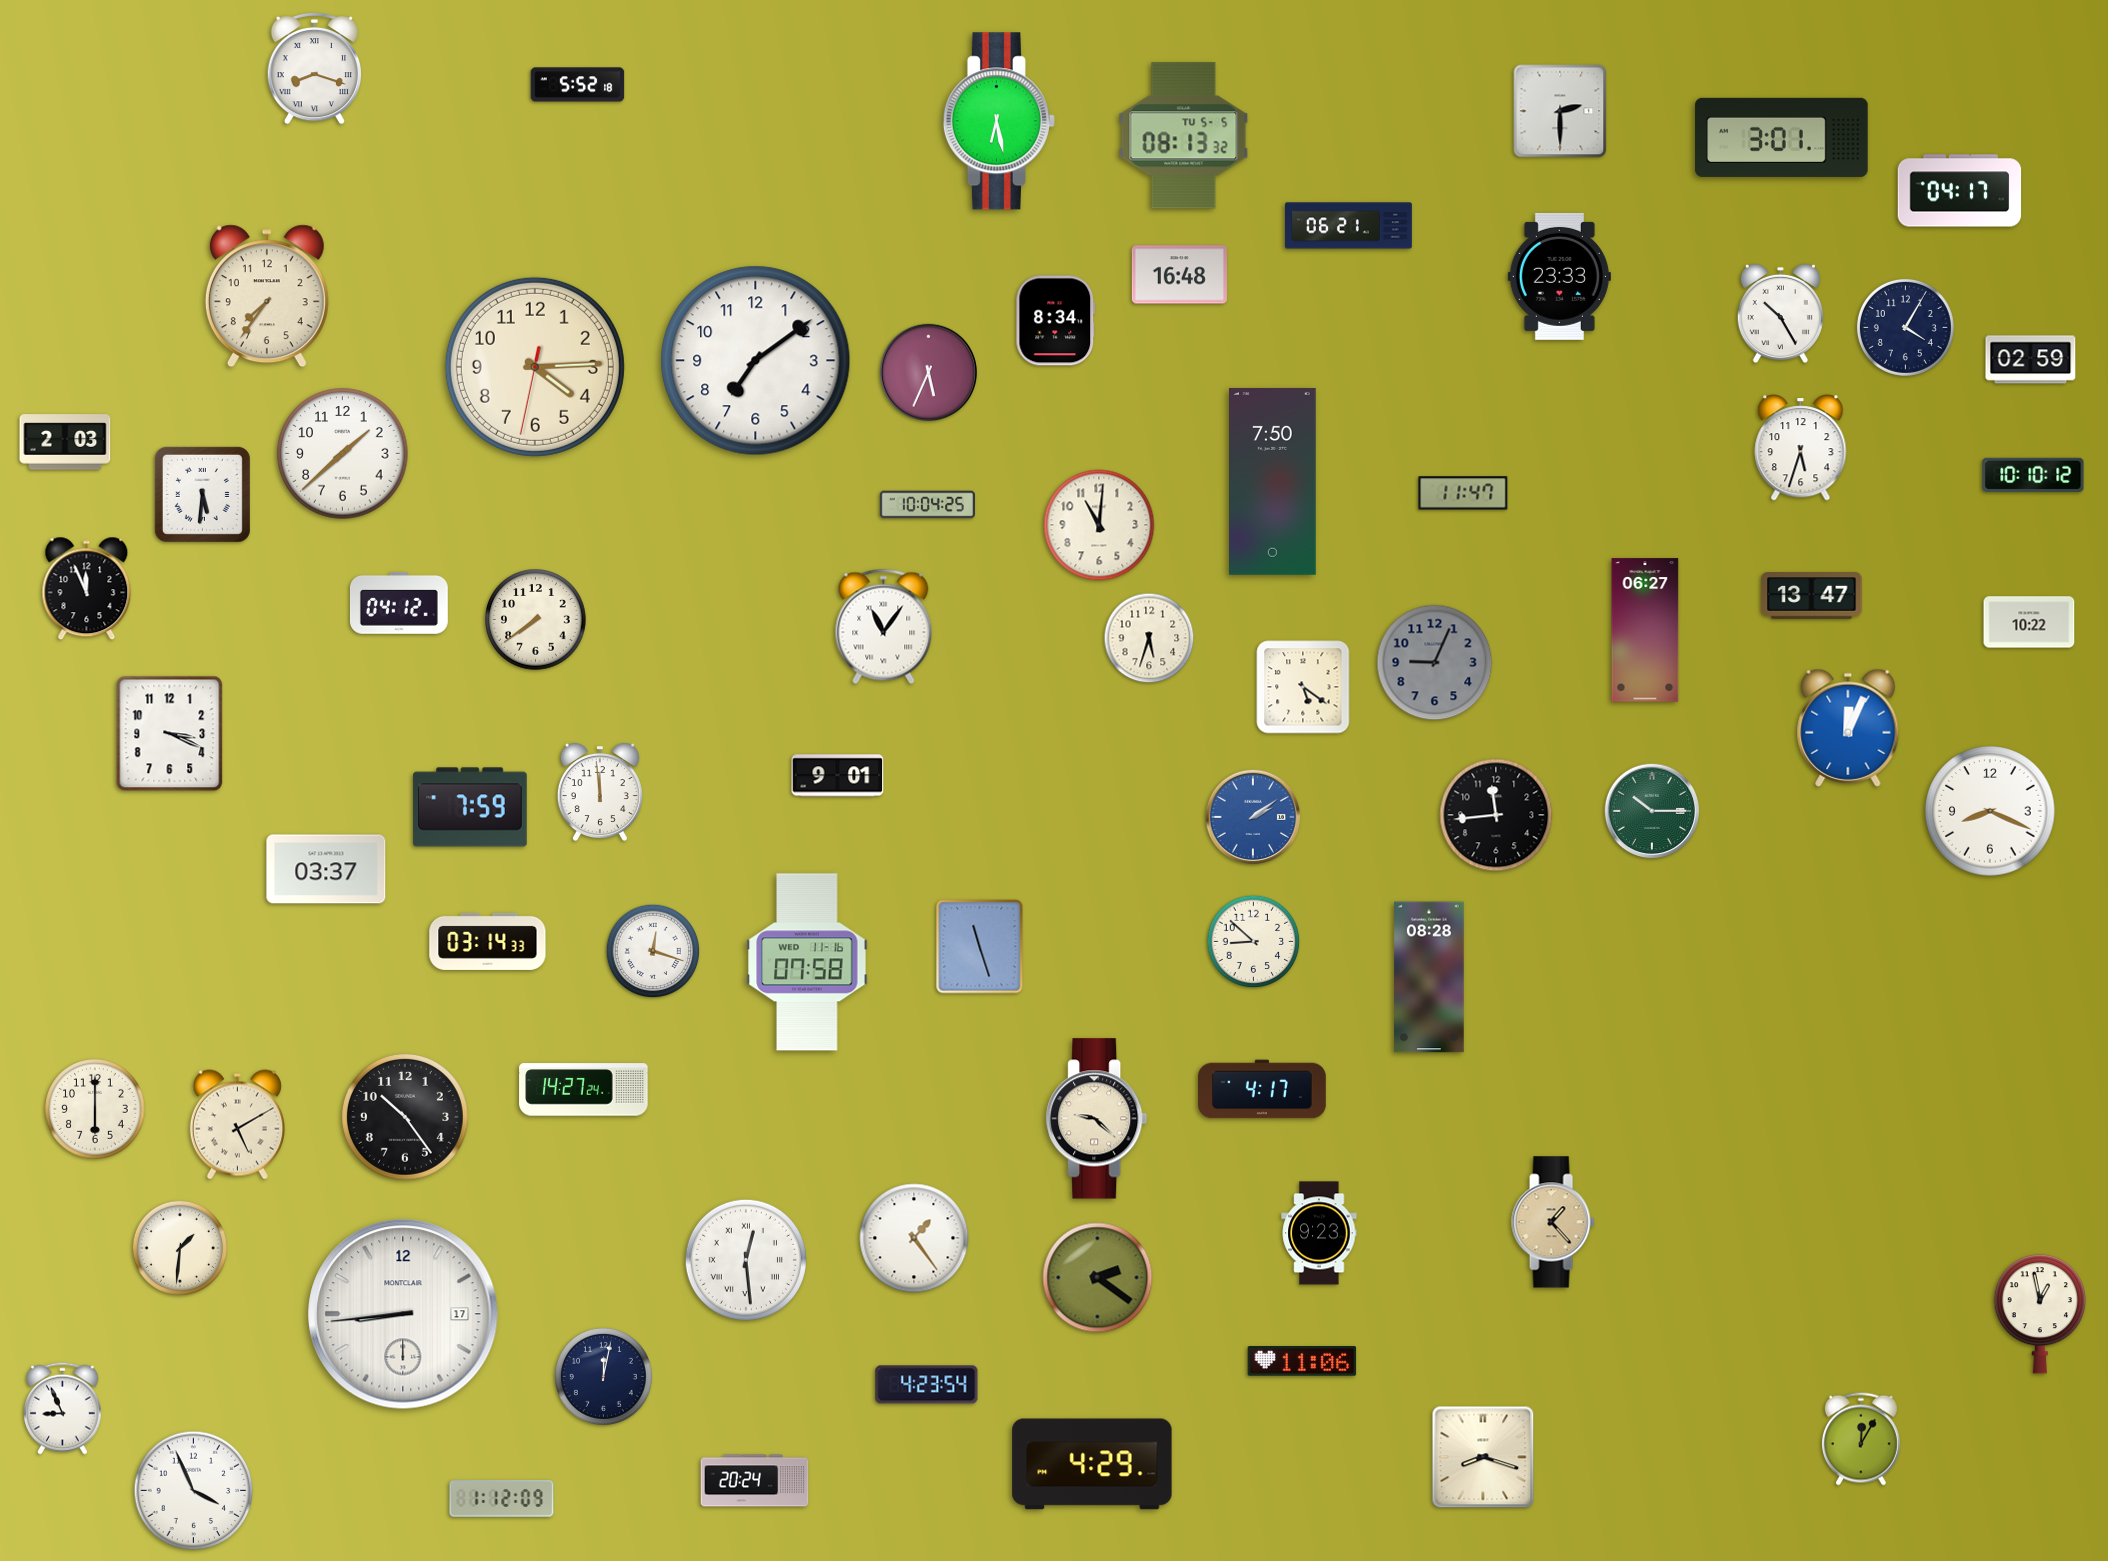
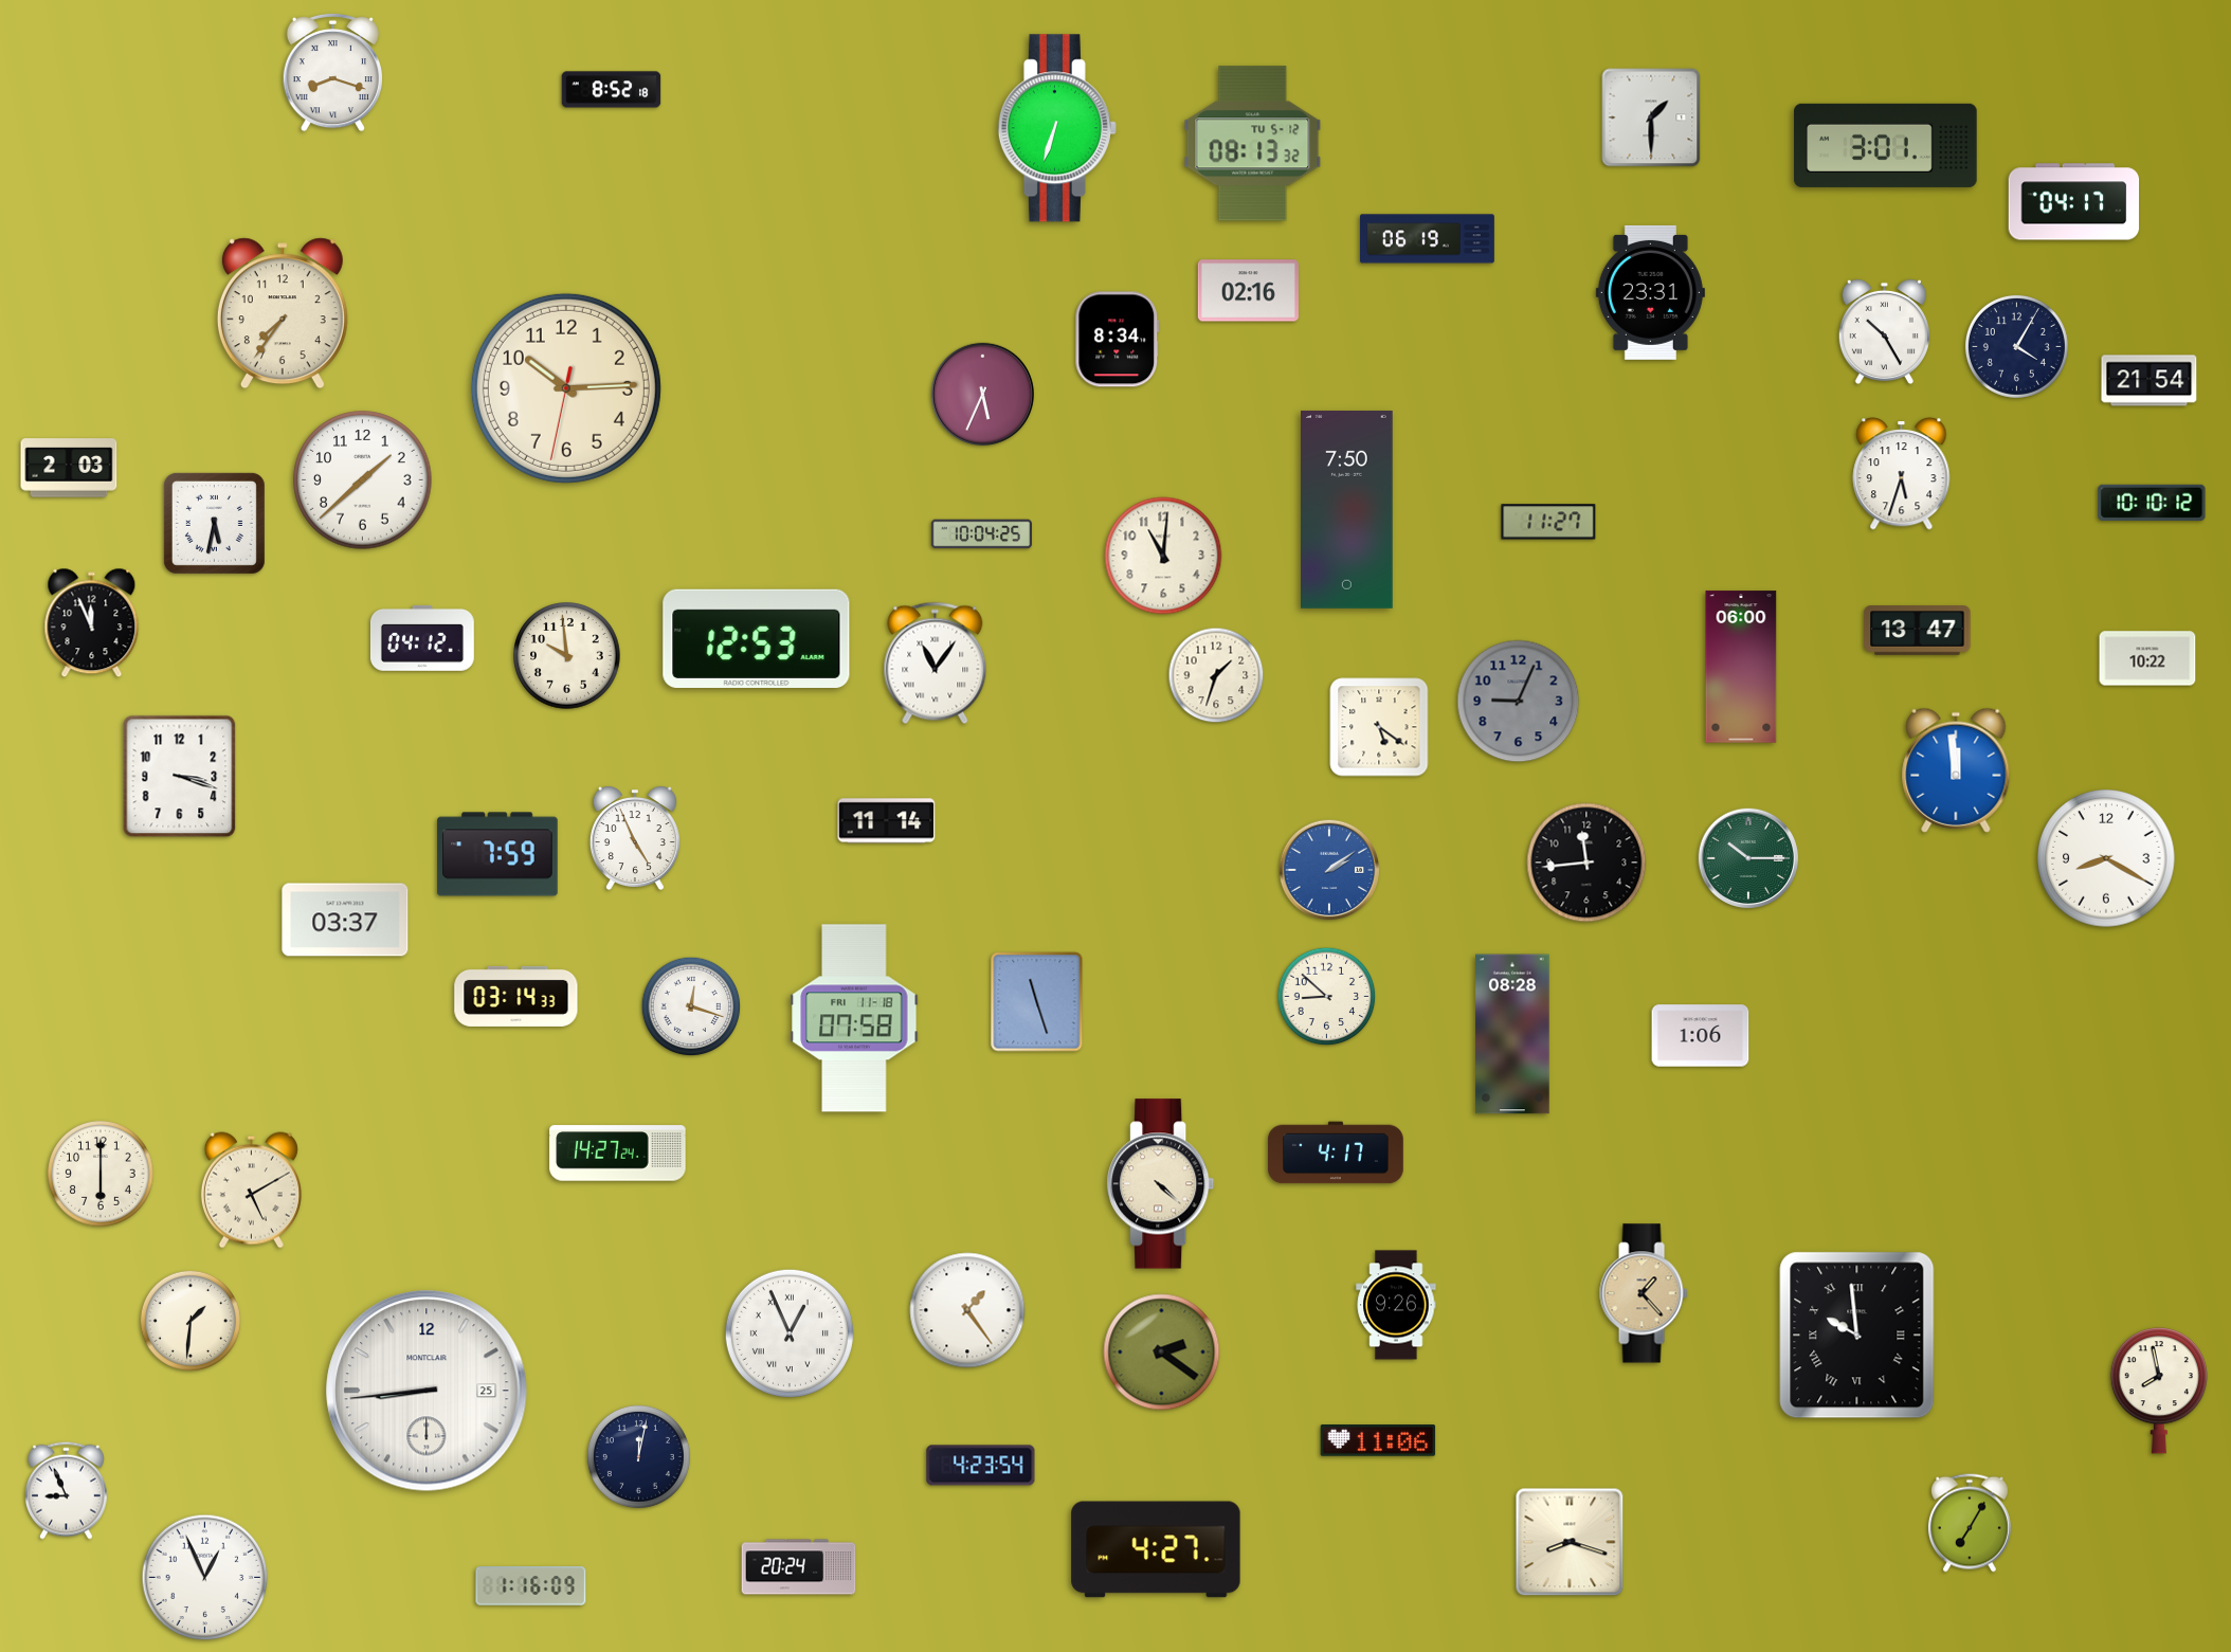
clock at (578, 85): 5:52 -> 8:52
clock at (1560, 111): 2:30 -> 1:30
clock at (999, 121): 6:28 -> 6:33
clock at (1184, 136) date: TU 5-5 -> TU 5-12
clock at (1348, 226): 06:21 -> 06:19
clock at (1179, 275): 16:48 -> 02:16
clock at (1559, 276): 23:33 -> 23:31
clock at (2031, 360): 02:59 -> 21:54
clock at (756, 361): 7:09 -> none
clock at (535, 367): 4:14 -> 10:14
clock at (1801, 448) position: (1801, 448) -> (1902, 474)
clock at (1463, 493): 11:47 -> 11:27
clock at (202, 494): 5:31 -> 5:32
clock at (757, 638): none -> 12:53
clock at (536, 620): 7:39 -> 9:59
clock at (1645, 630): 06:27 -> 06:00
clock at (1149, 638): 5:33 -> 1:33
clock at (1848, 728): 12:04 -> 11:59
clock at (170, 734): 3:19 -> 3:18
clock at (838, 776): 9:01 -> 11:14
clock at (600, 792): 11:59 -> 4:56
clock at (1990, 811): 8:19 -> 8:20
clock at (1496, 815) position: (1496, 815) -> (1586, 863)
clock at (1253, 817) position: (1253, 817) -> (1329, 870)
clock at (807, 962) date: WED 11-16 -> FRI 11-18
clock at (1701, 1036): none -> 1:06
clock at (405, 1117): 10:24 -> none
clock at (1097, 1119): 9:22 -> 4:22
clock at (1319, 1233): 9:23 -> 9:26
clock at (746, 1260): 12:29 -> 12:56
clock at (1857, 1336): none -> 9:59
clock at (403, 1314) date: 17 -> 25
clock at (2039, 1314): 12:58 -> 7:58
clock at (1861, 1439): 12:05 -> 7:05
clock at (1092, 1464): 4:29 -> 4:27
clock at (194, 1491): 3:56 -> 12:56
clock at (502, 1499): 1:12 -> 1:16
